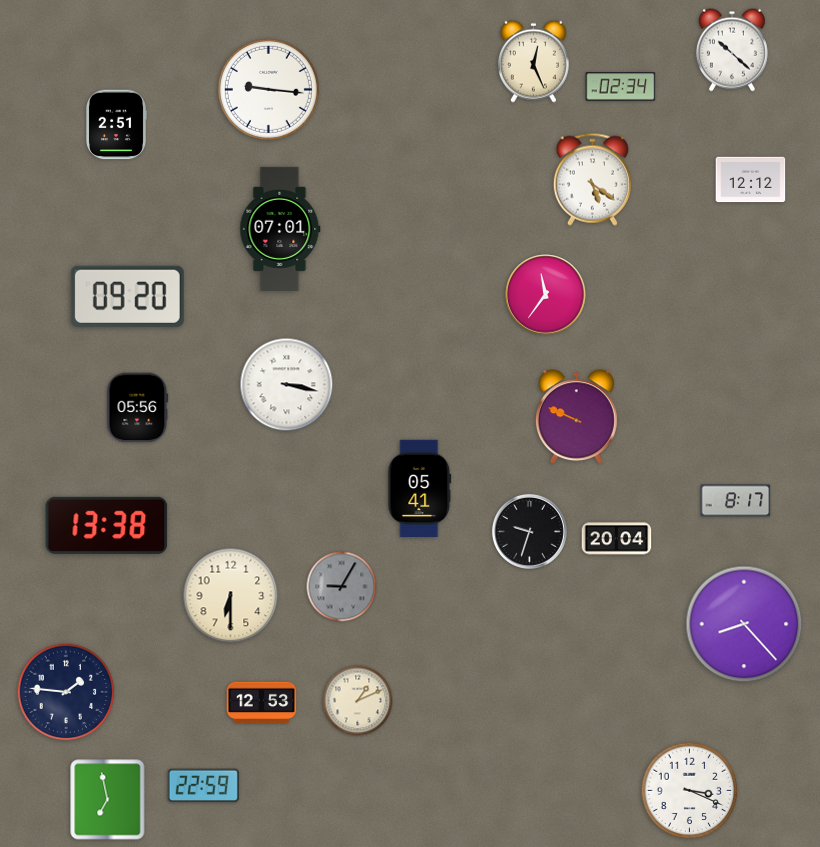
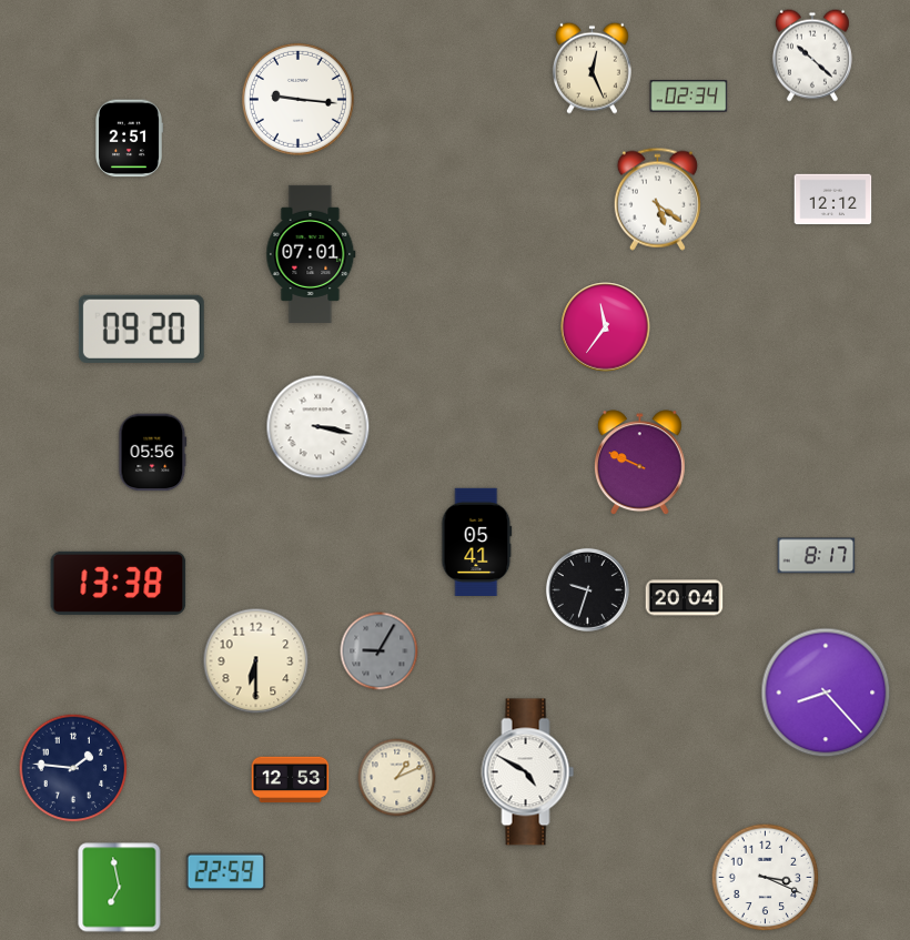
clock at (420, 488) position: (420, 488) -> (477, 542)
clock at (528, 772): none -> 4:50
